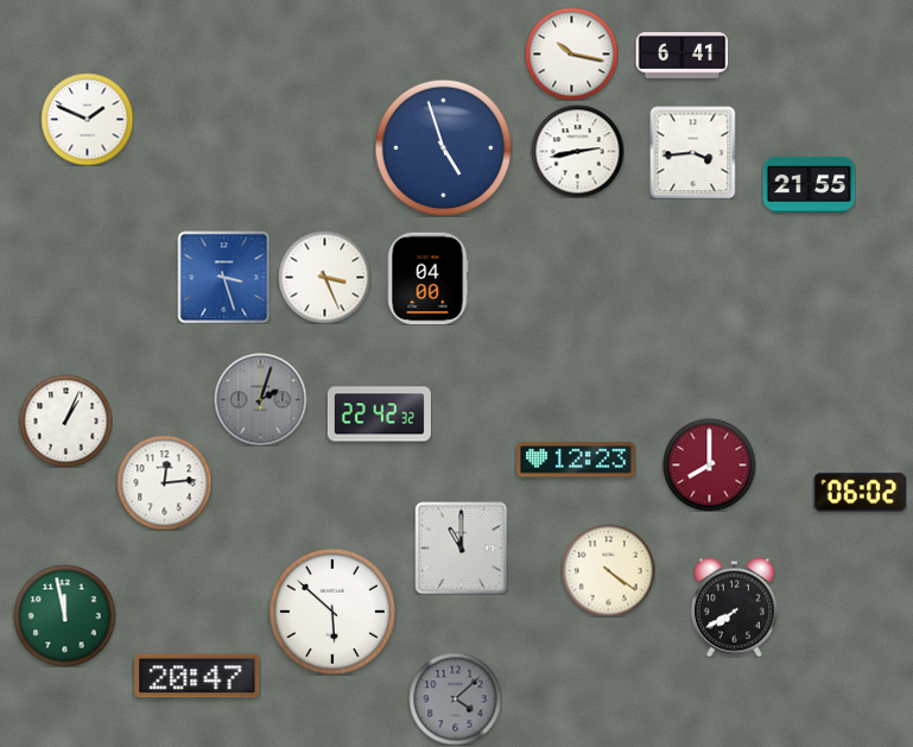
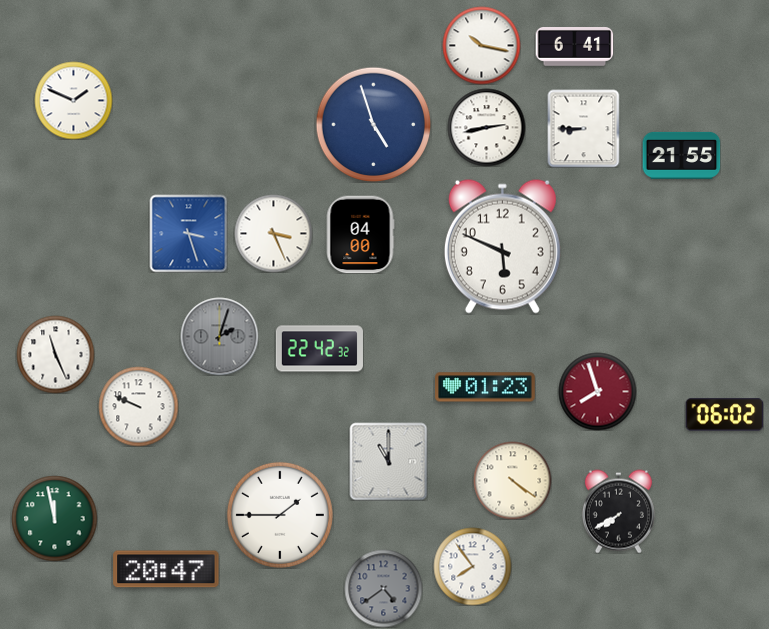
clock at (693, 152): 3:44 -> 8:45
clock at (502, 246): none -> 5:49
clock at (65, 420): 1:04 -> 11:26
clock at (576, 460): 12:23 -> 01:23
clock at (709, 464): 8:00 -> 7:57
clock at (164, 482): 12:14 -> 9:49
clock at (332, 612): 5:52 -> 1:45
clock at (472, 566): none -> 7:54
clock at (455, 698): 4:08 -> 4:39
